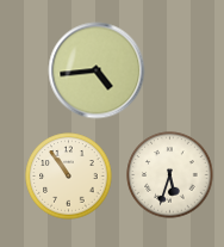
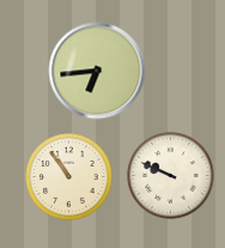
clock at (97, 70): 4:44 -> 6:44
clock at (170, 175): 5:33 -> 9:49
